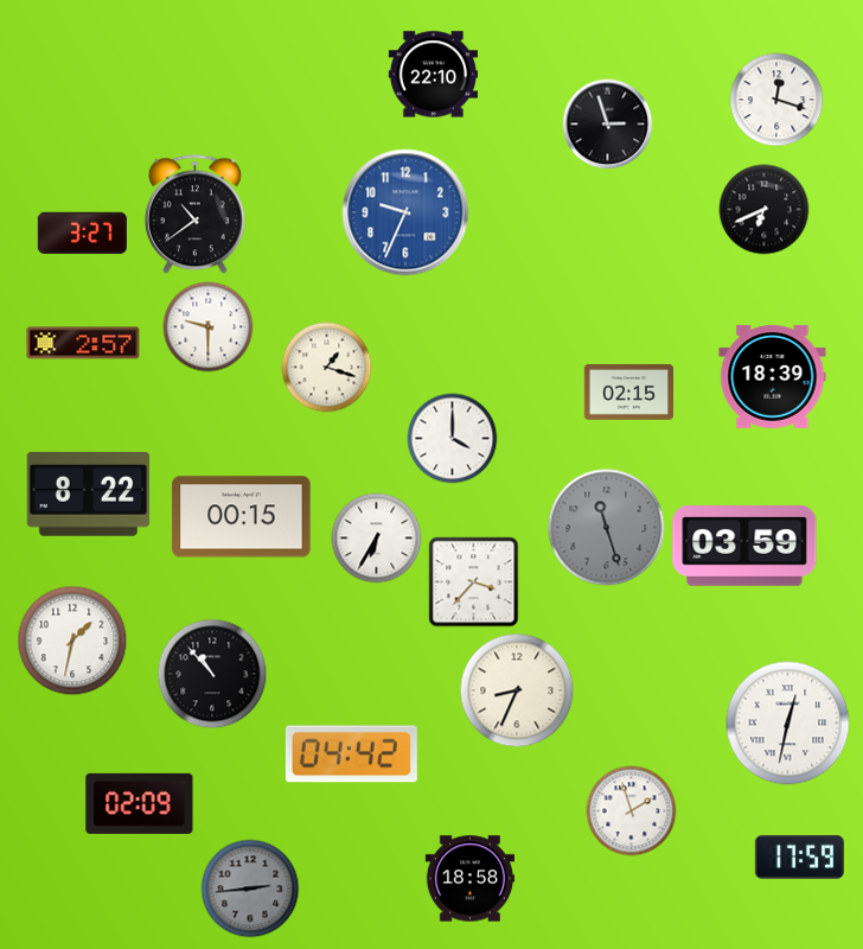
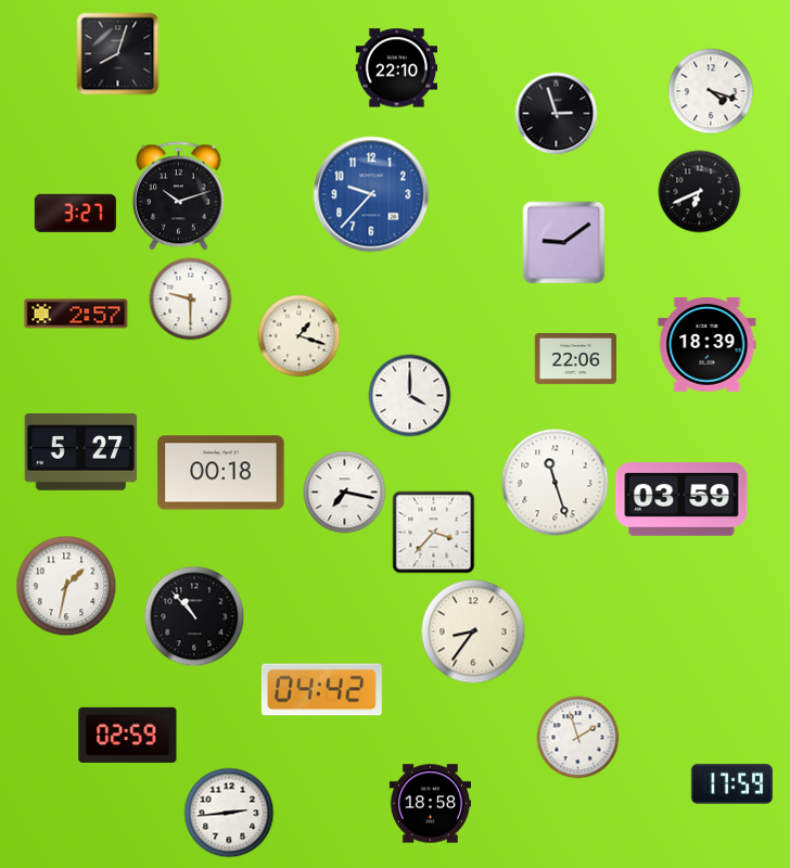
clock at (118, 54): none -> 8:03
clock at (776, 100): 12:18 -> 4:18
clock at (405, 212): 9:34 -> 9:37
clock at (194, 215): 10:39 -> 10:12
clock at (564, 243): none -> 9:09
clock at (628, 391): 02:15 -> 22:06
clock at (453, 439) position: (453, 439) -> (410, 396)
clock at (89, 493): 8:22 -> 5:27
clock at (242, 517): 00:15 -> 00:18
clock at (607, 528) dial: grey -> white
clock at (377, 539): 6:35 -> 7:17
clock at (517, 690): 8:34 -> 8:36
clock at (788, 724): 12:32 -> none
clock at (140, 803): 02:09 -> 02:59
clock at (632, 811) position: (632, 811) -> (578, 738)
clock at (250, 889) dial: grey -> white
